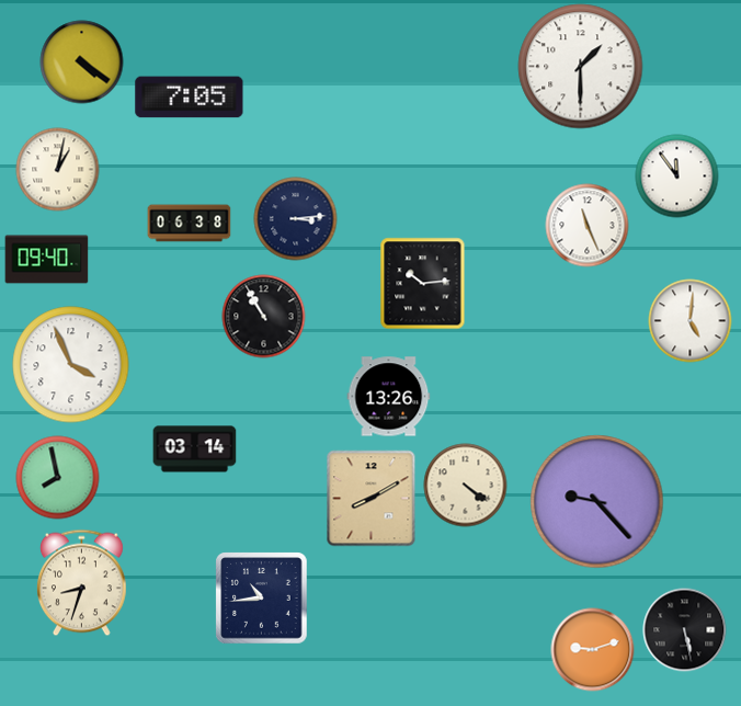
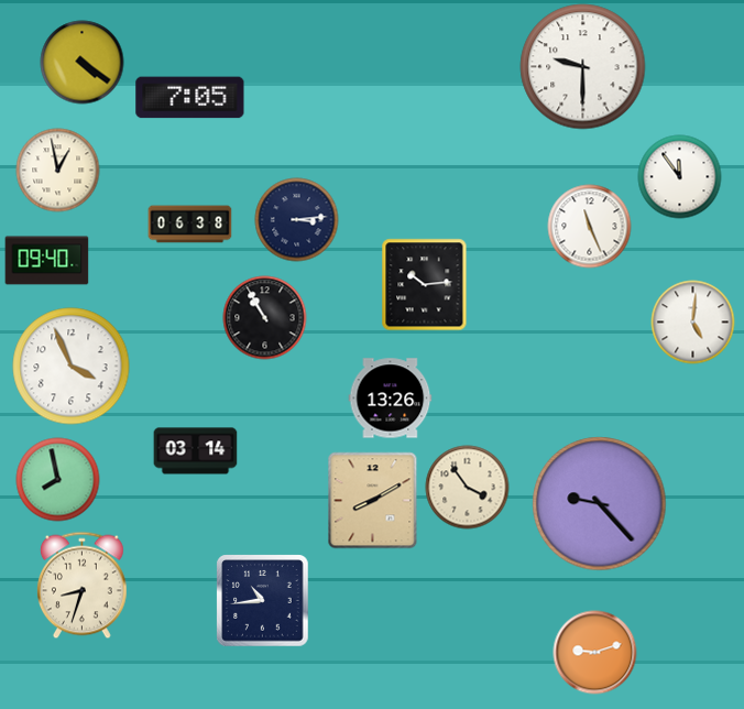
clock at (581, 67): 1:30 -> 9:30
clock at (58, 170): 1:02 -> 12:58
clock at (466, 486): 4:21 -> 3:54
clock at (685, 630): 5:28 -> none
